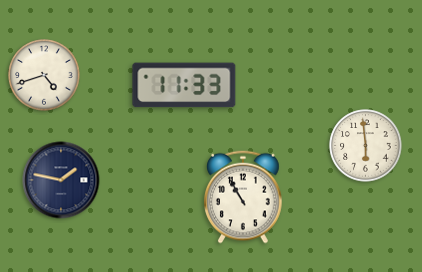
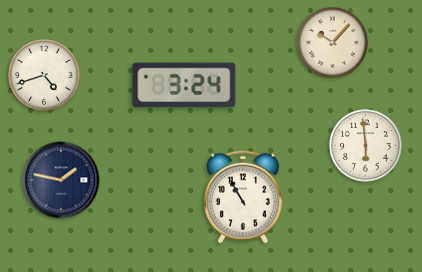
clock at (333, 43): none -> 10:07
clock at (184, 85): 11:33 -> 3:24
